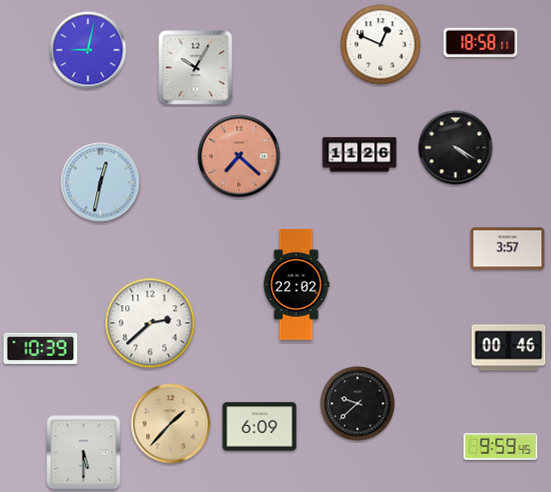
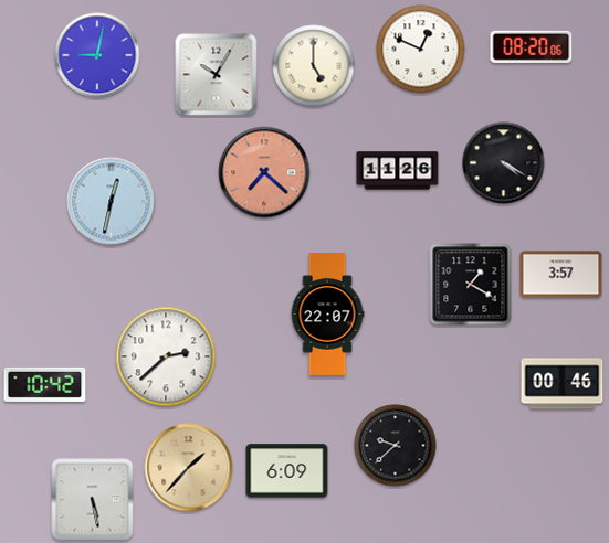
clock at (481, 42): 18:58 -> 08:20
clock at (314, 66): none -> 5:00
clock at (471, 285): none -> 1:20
clock at (296, 285): 22:02 -> 22:07
clock at (41, 348): 10:39 -> 10:42
clock at (501, 447): 9:59 -> none
clock at (84, 453): 5:30 -> 5:28
